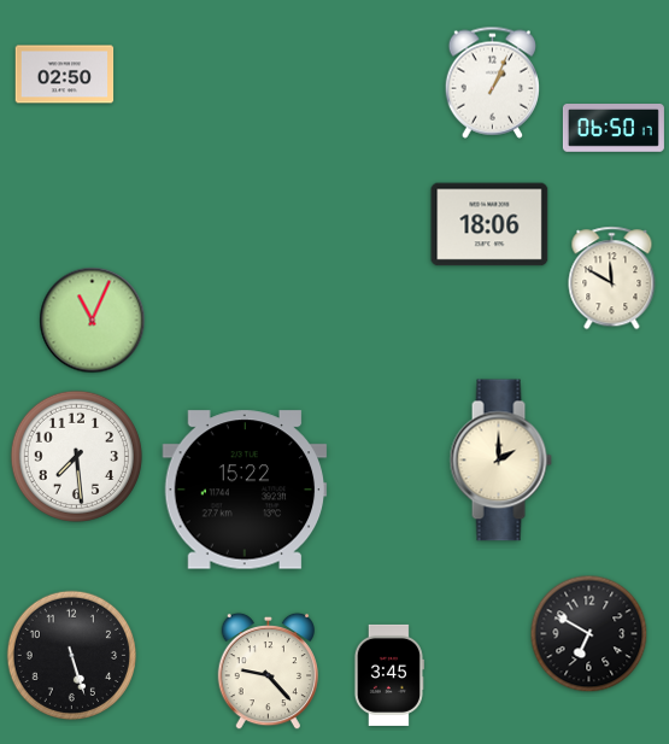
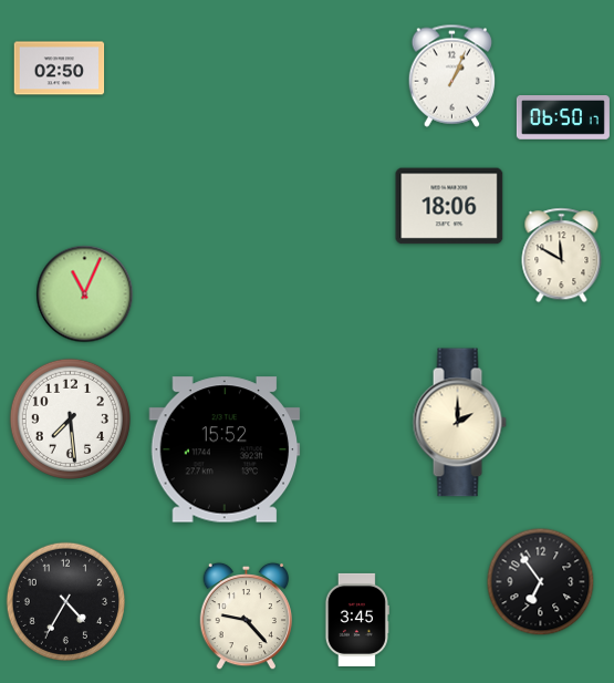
clock at (245, 490): 15:22 -> 15:52
clock at (589, 634): 6:50 -> 6:54
clock at (71, 655): 5:27 -> 4:35
